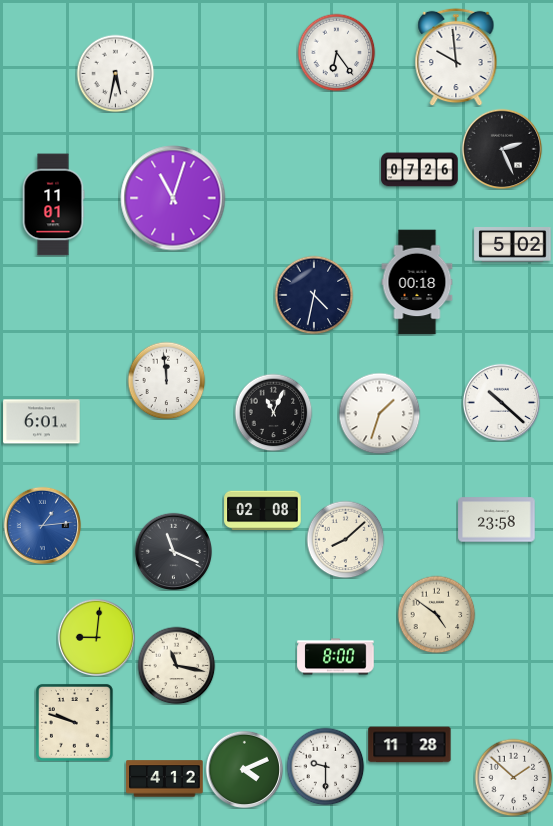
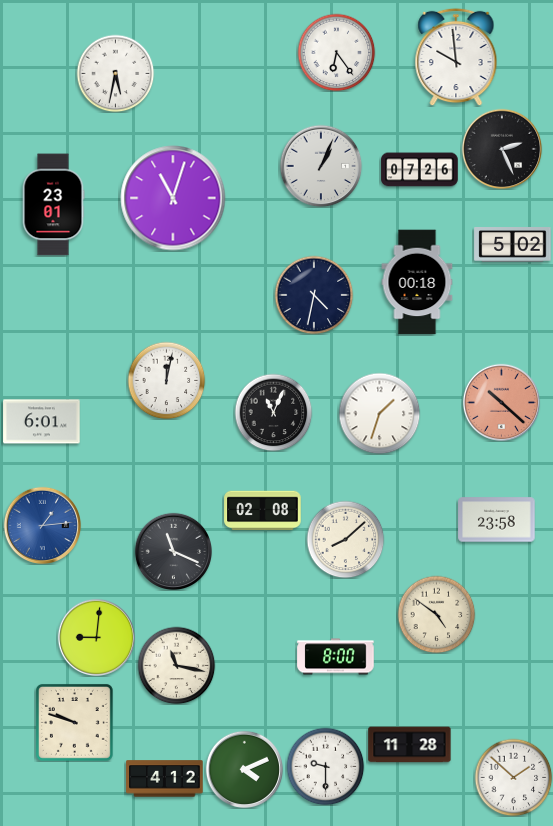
clock at (321, 166): none -> 1:04
clock at (53, 205): 11:01 -> 23:01
clock at (166, 380): 11:59 -> 12:02
clock at (501, 402) dial: white -> salmon
